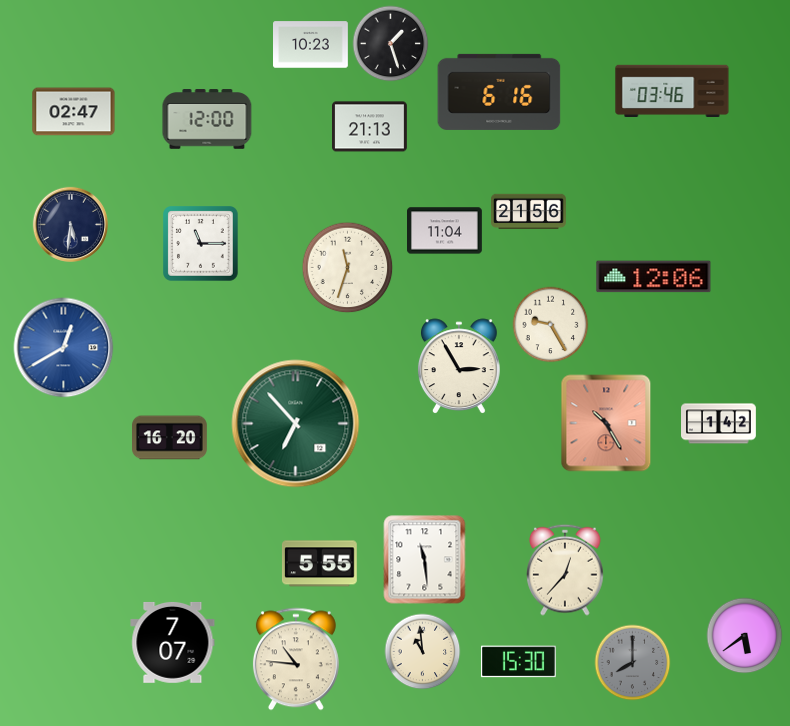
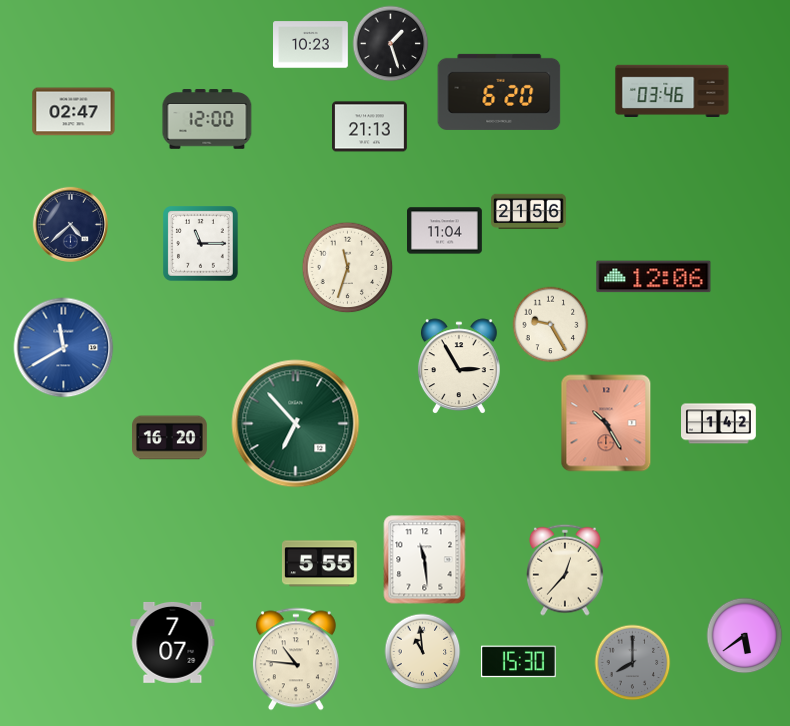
clock at (499, 92): 6:16 -> 6:20
clock at (70, 224): 5:31 -> 4:38
clock at (64, 348): 12:40 -> 11:40
